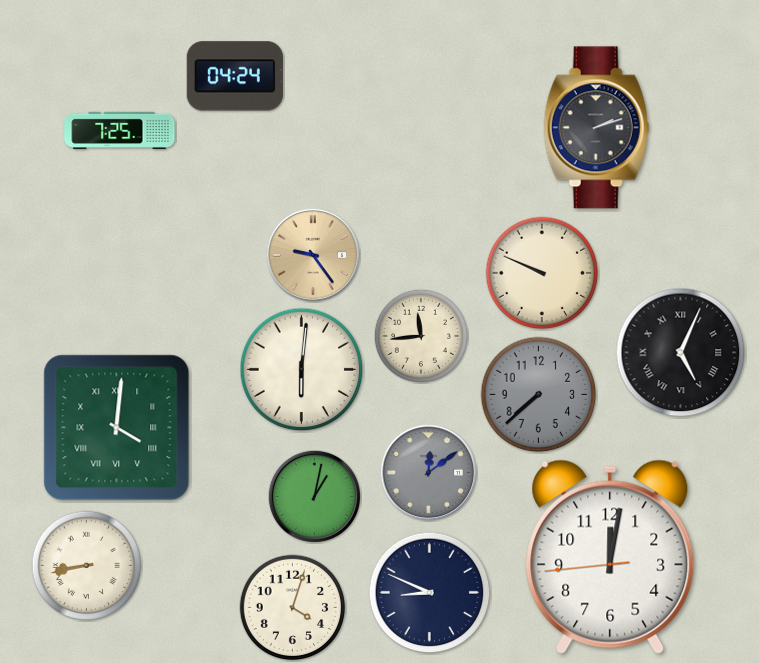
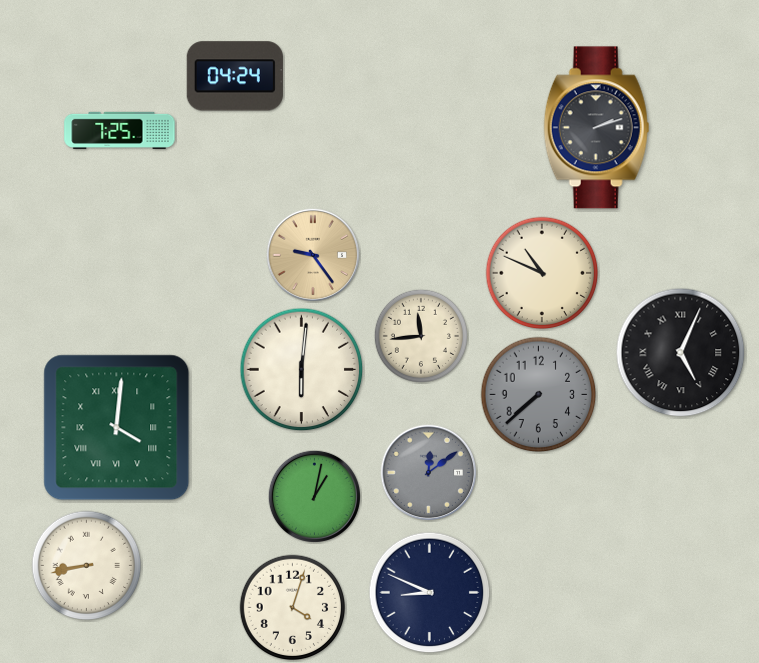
clock at (542, 273): 9:49 -> 10:49
clock at (610, 557): 12:01 -> none
